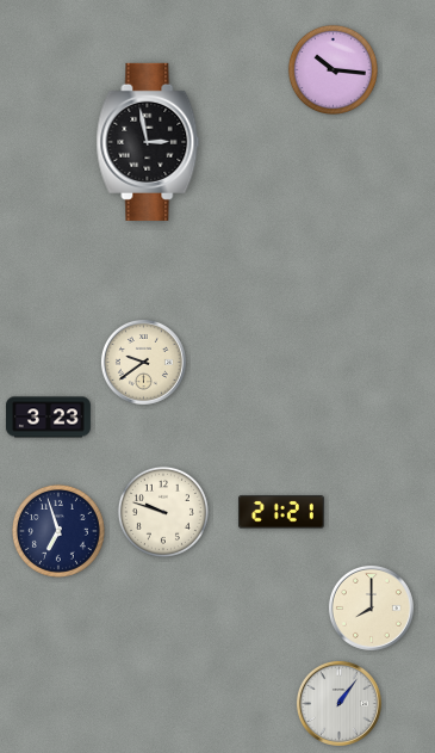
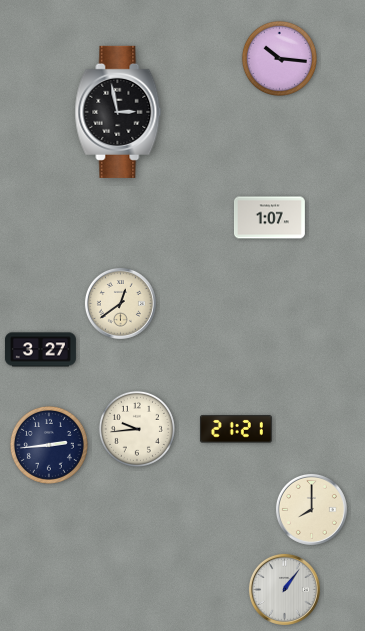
clock at (148, 142) position: (148, 142) -> (118, 112)
clock at (269, 218): none -> 1:07
clock at (143, 362): 9:39 -> 12:39
clock at (48, 418): 3:23 -> 3:27
clock at (163, 512): 9:48 -> 9:44
clock at (58, 531): 6:57 -> 2:44
